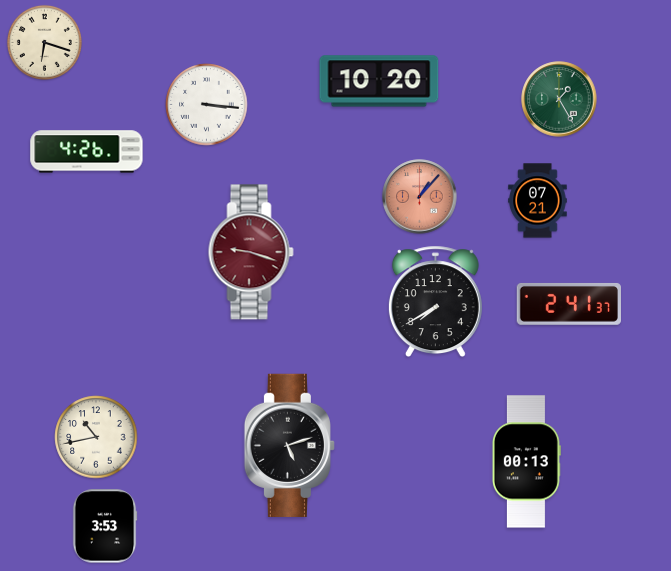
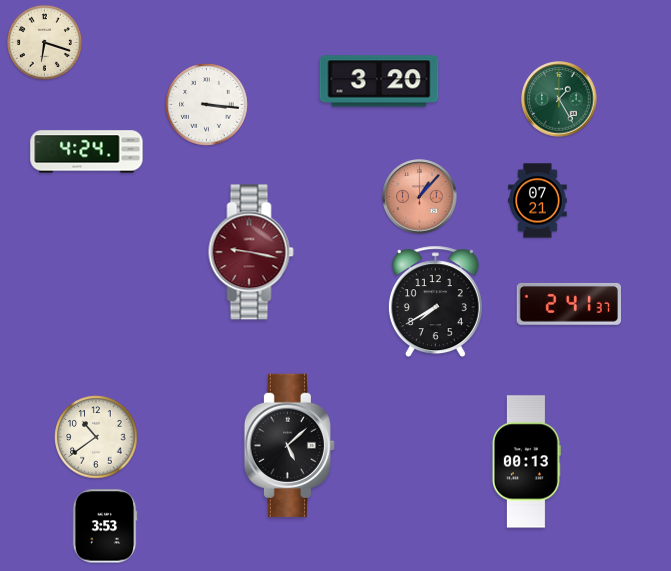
clock at (379, 81): 10:20 -> 3:20
clock at (87, 152): 4:26 -> 4:24
clock at (251, 252): 9:18 -> 9:17
clock at (96, 437): 10:43 -> 10:39
clock at (289, 445): 5:12 -> 5:08
